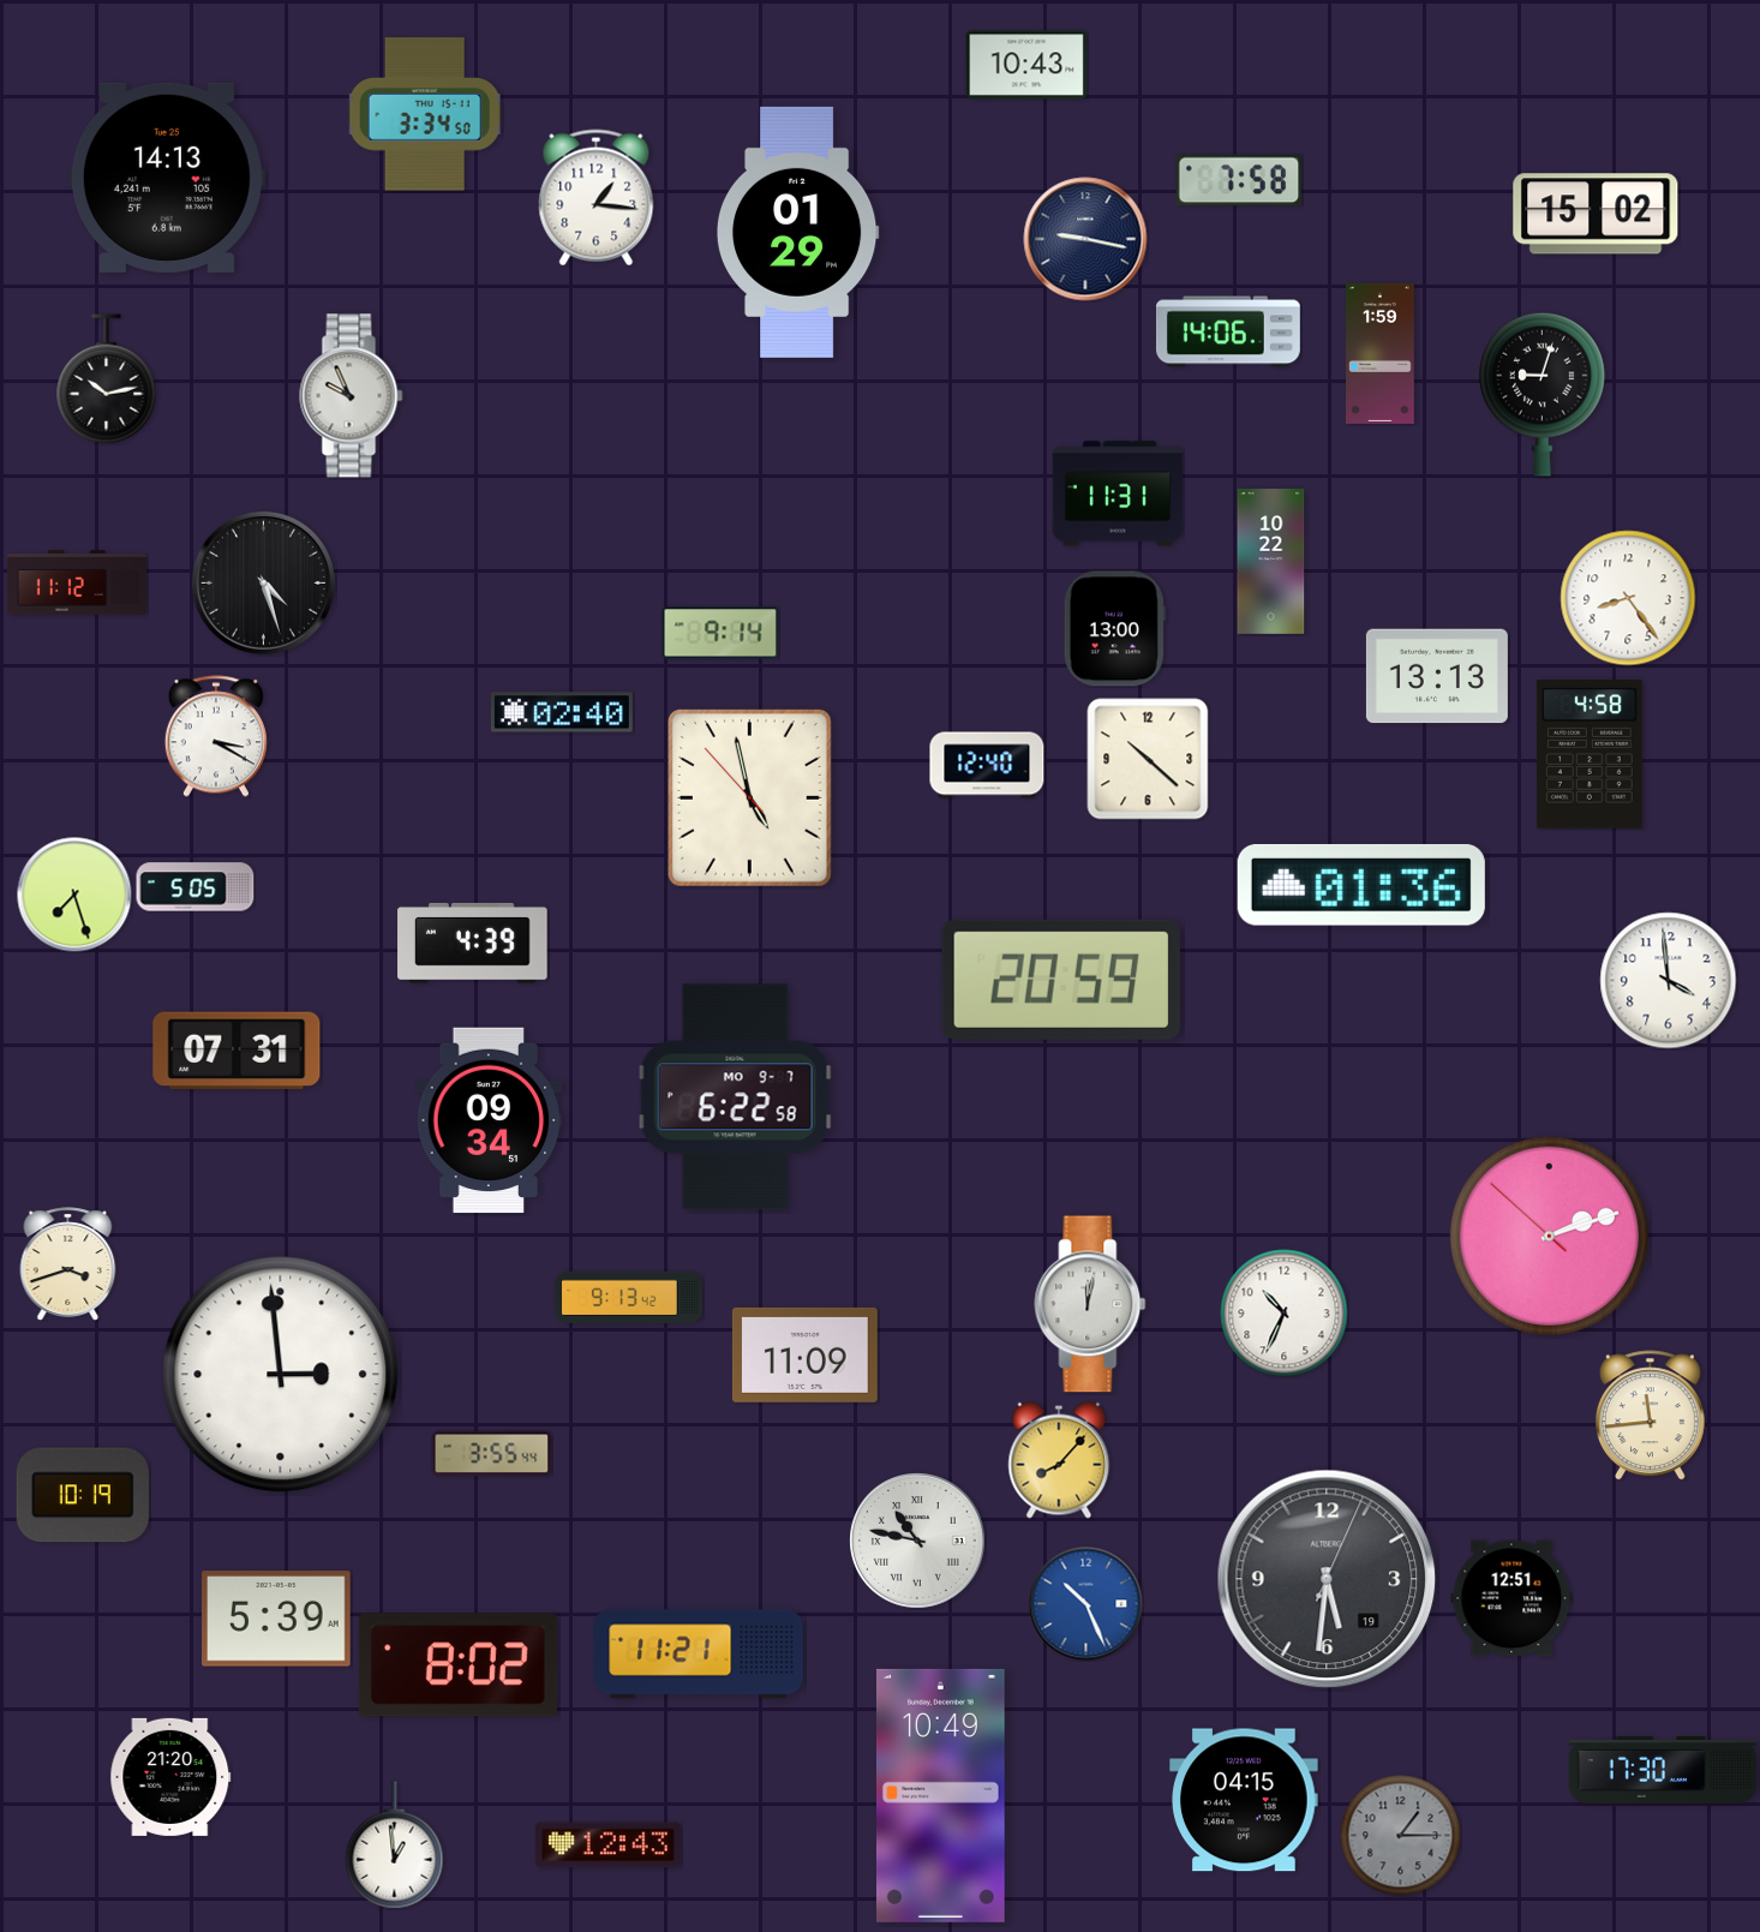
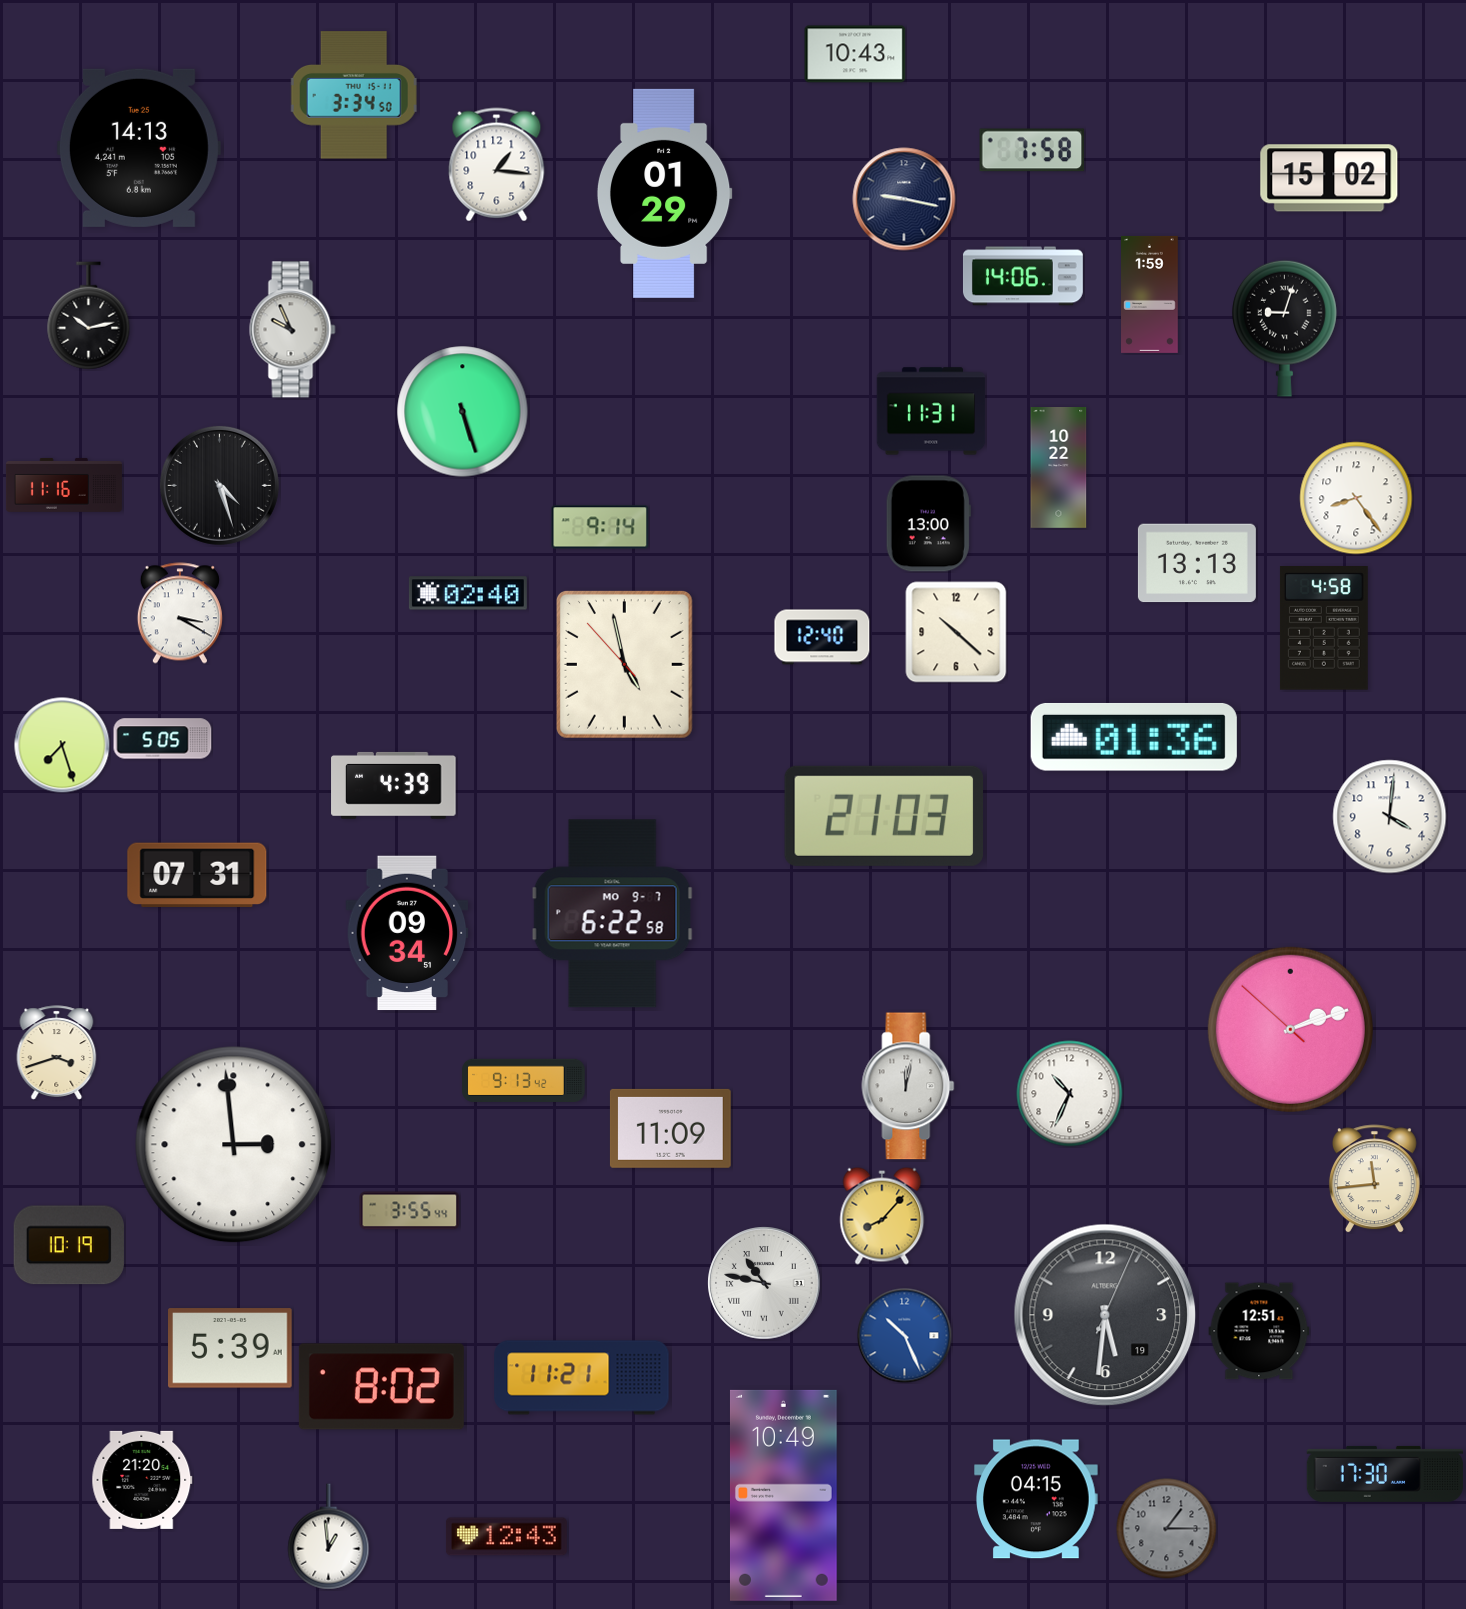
clock at (463, 412): none -> 5:27
clock at (77, 582): 11:12 -> 11:16
clock at (1060, 980): 20:59 -> 21:03
clock at (1669, 981): 3:59 -> 4:01
